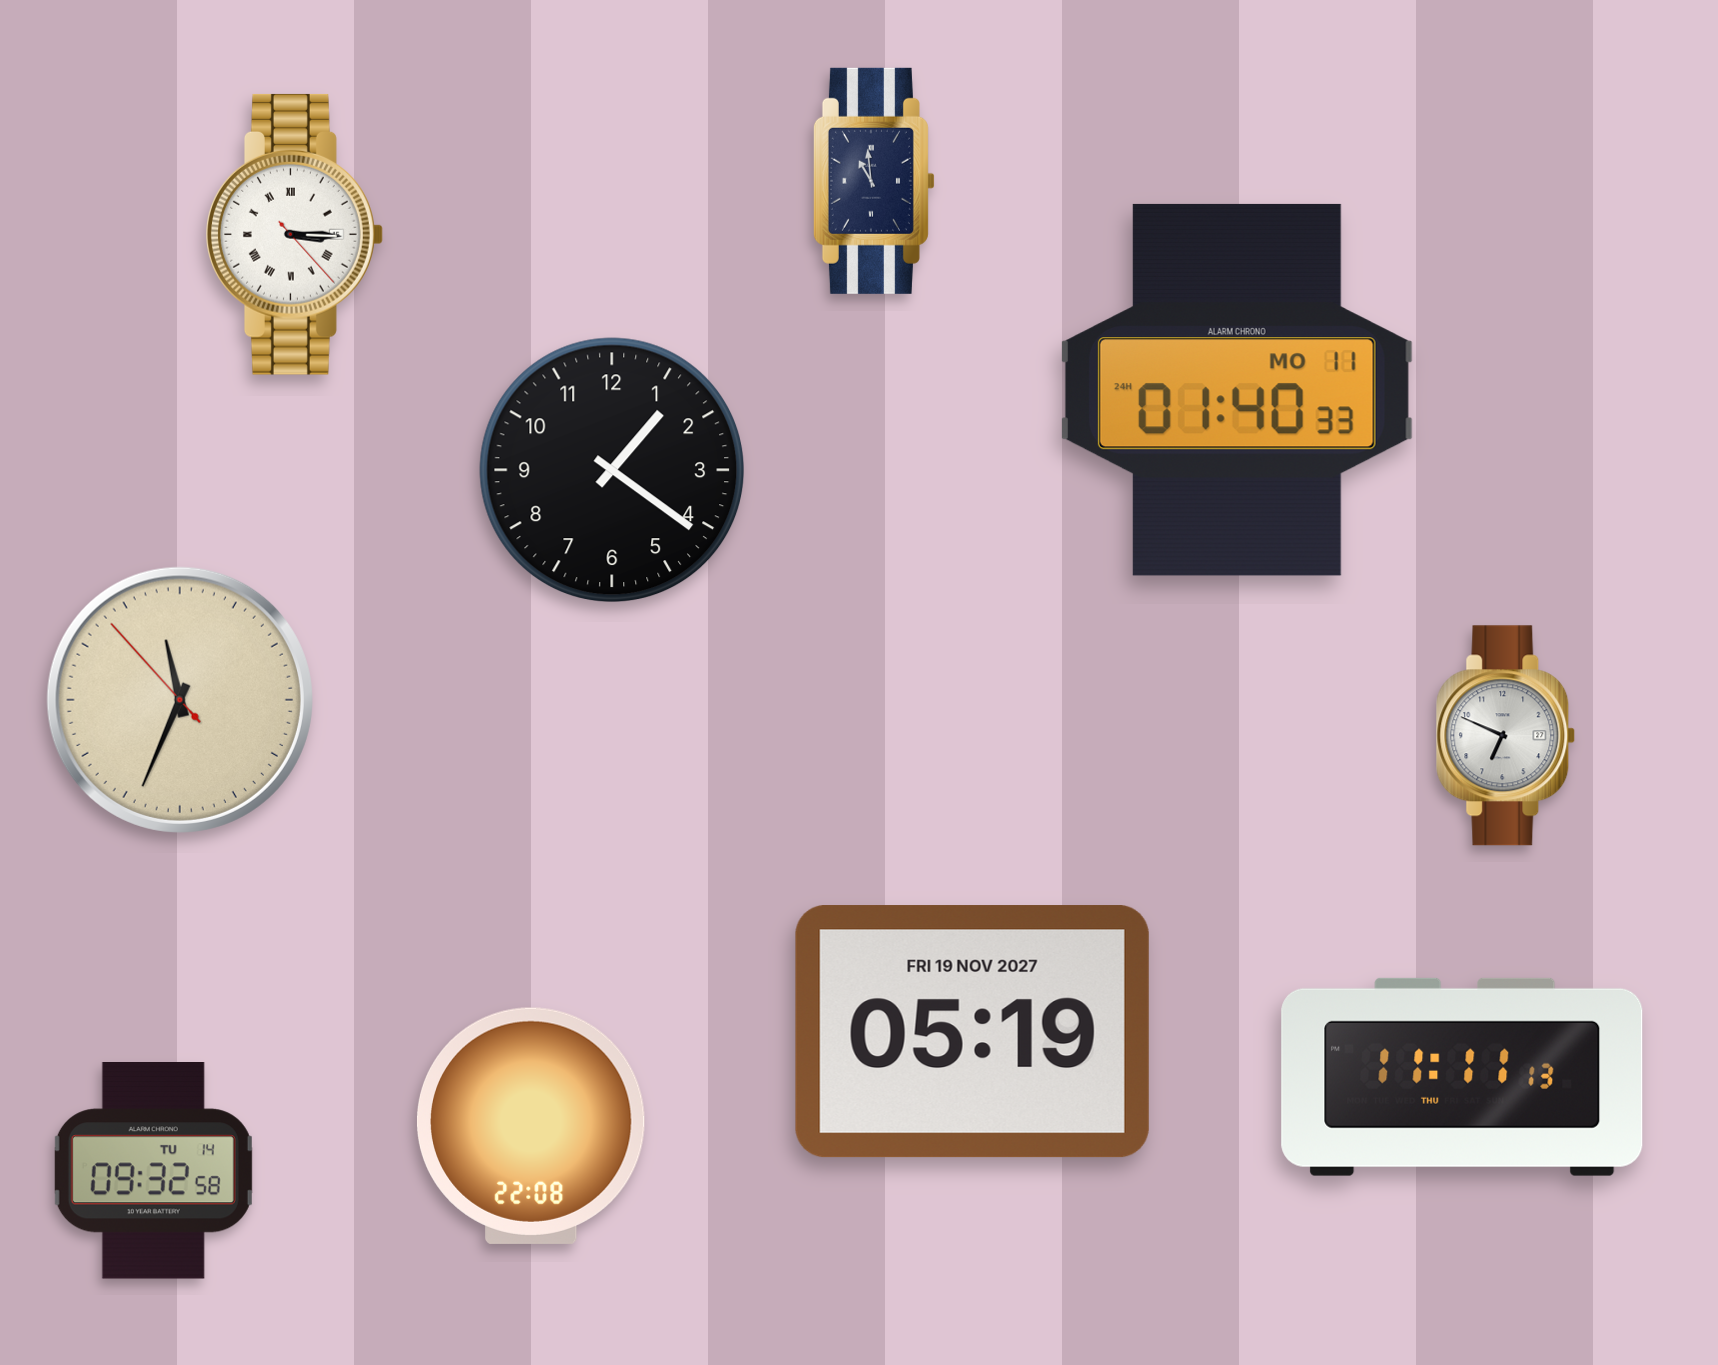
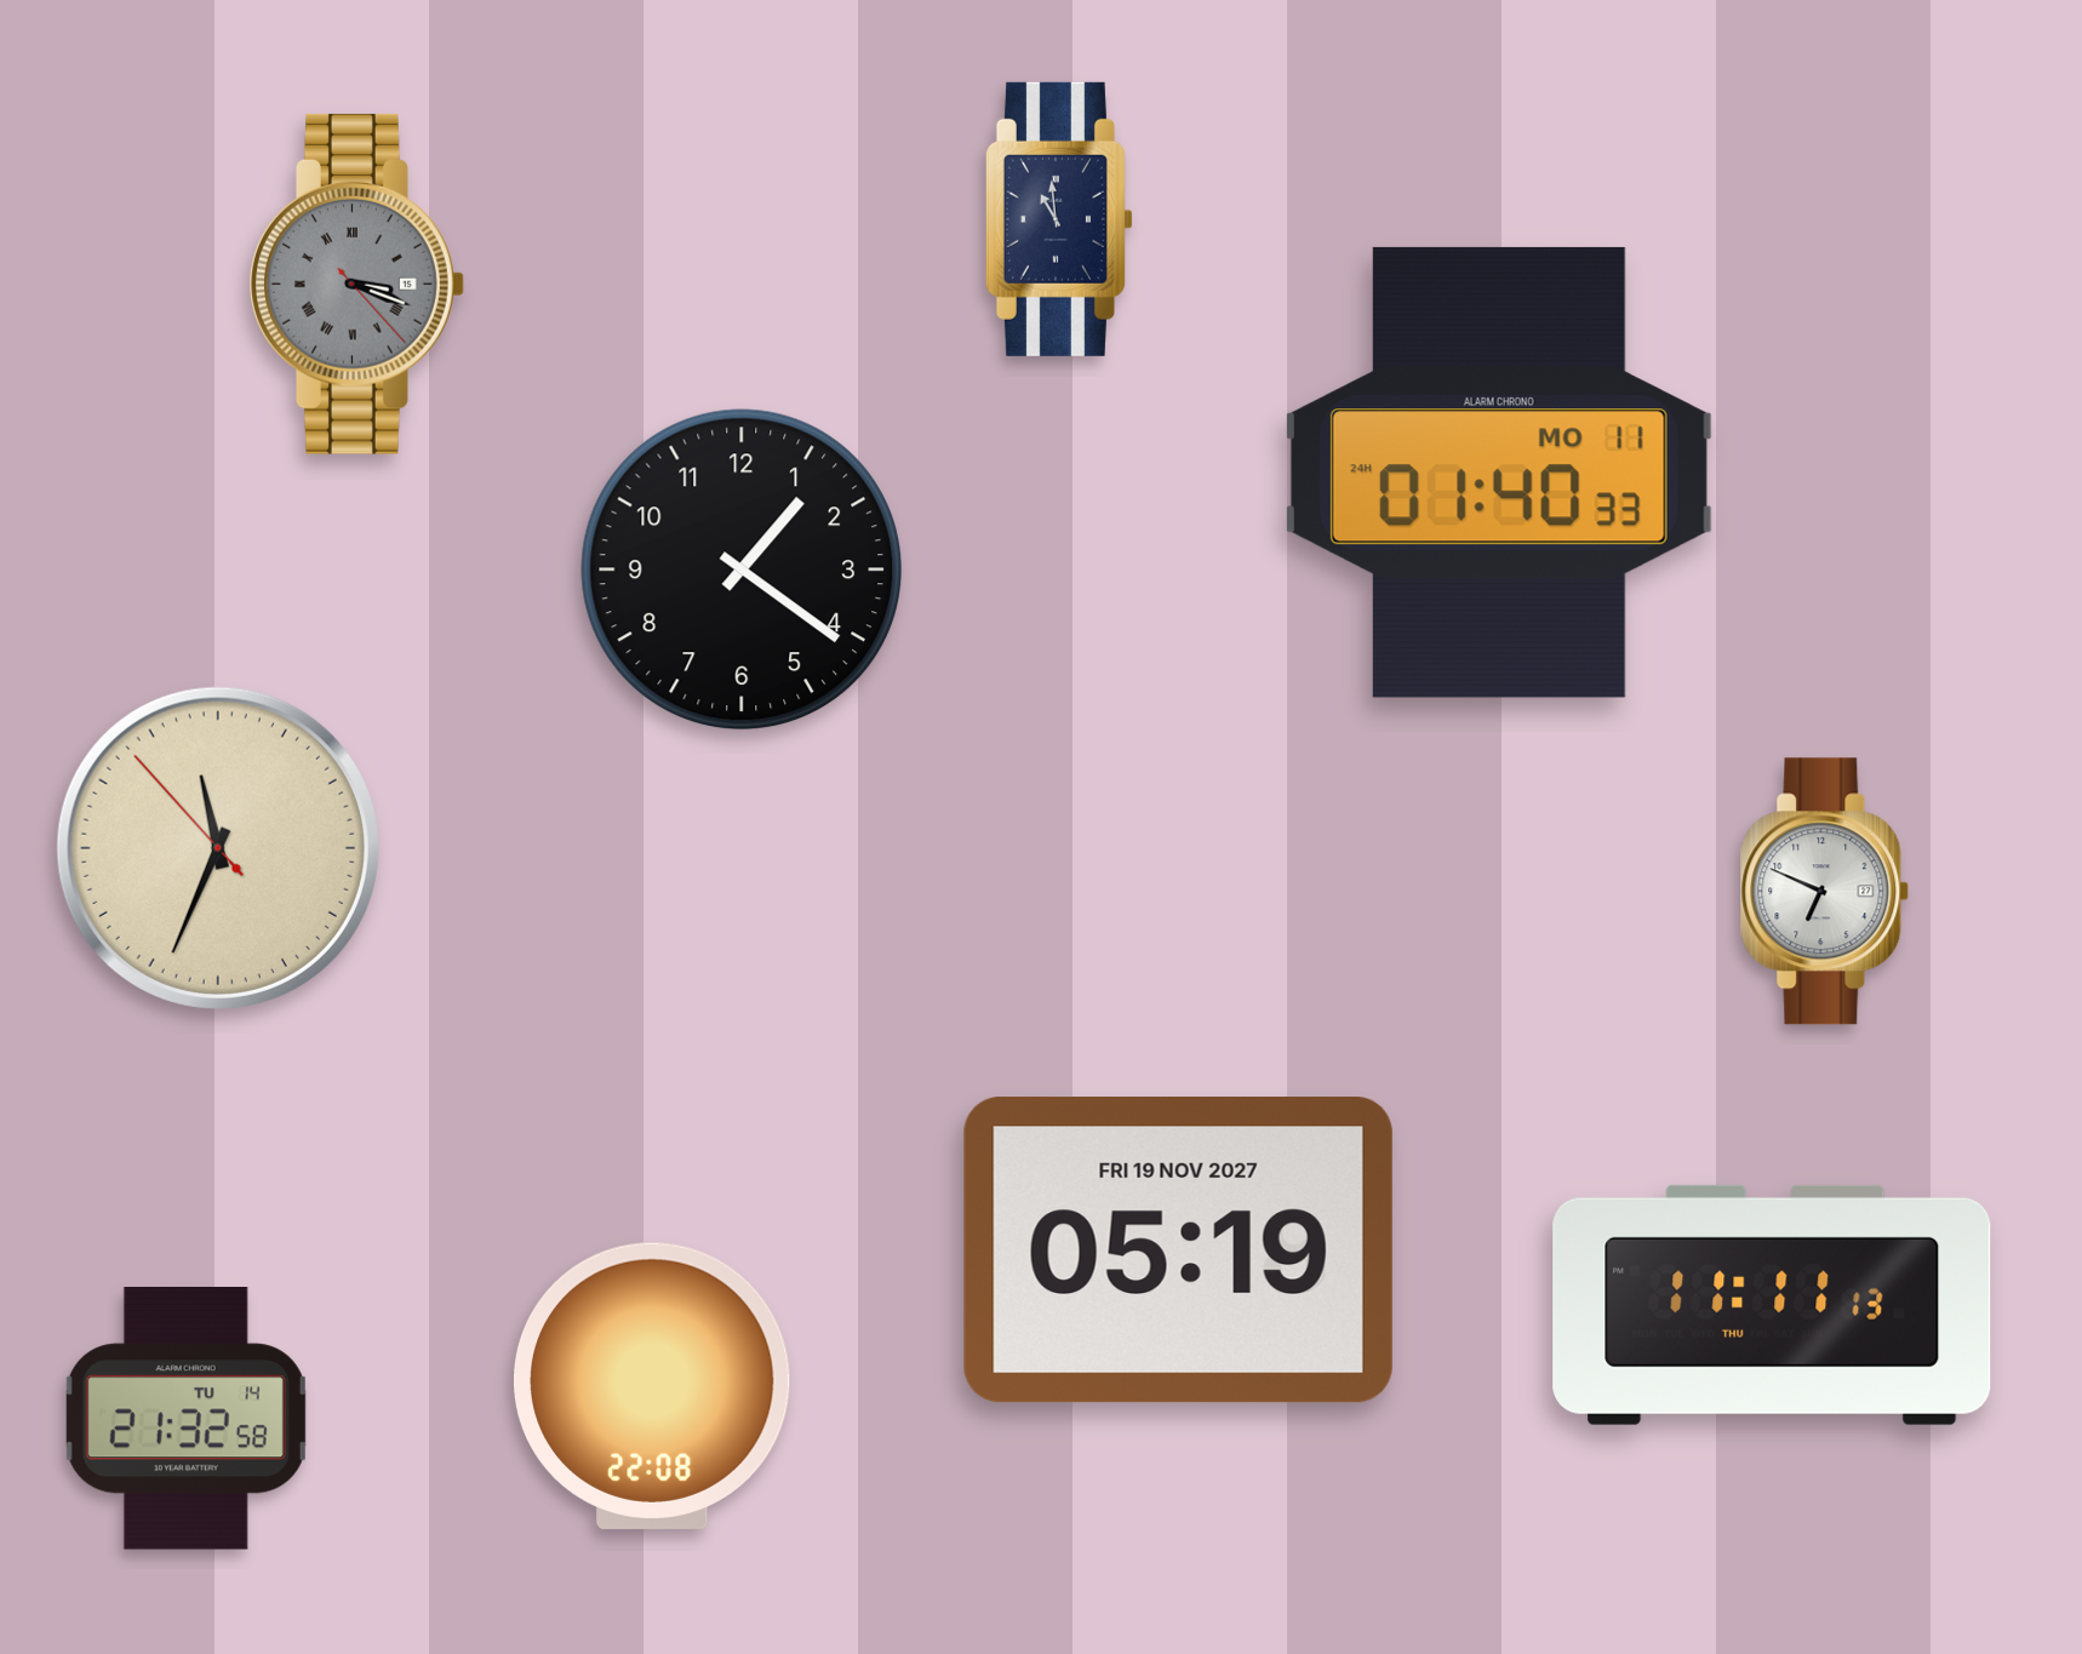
clock at (294, 234): 3:15 -> 3:18
clock at (294, 234) dial: white -> grey
clock at (531, 1126) position: (531, 1126) -> (652, 1386)
clock at (153, 1171): 09:32 -> 21:32
